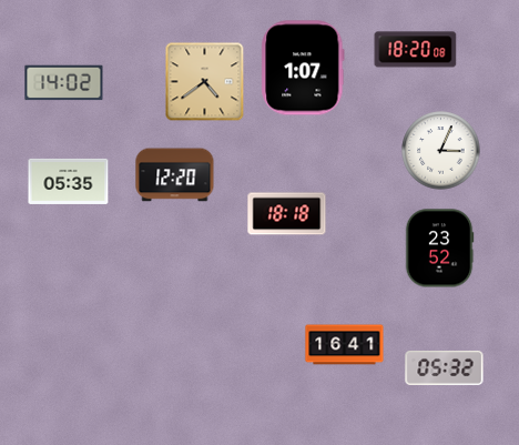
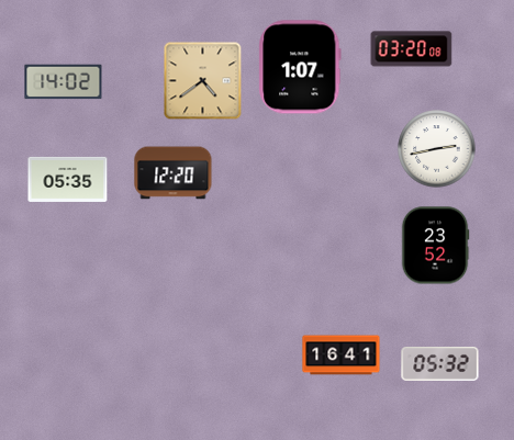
clock at (416, 50): 18:20 -> 03:20
clock at (441, 151): 3:04 -> 2:43
clock at (287, 214): 18:18 -> none
clock at (345, 345) position: (345, 345) -> (342, 356)
